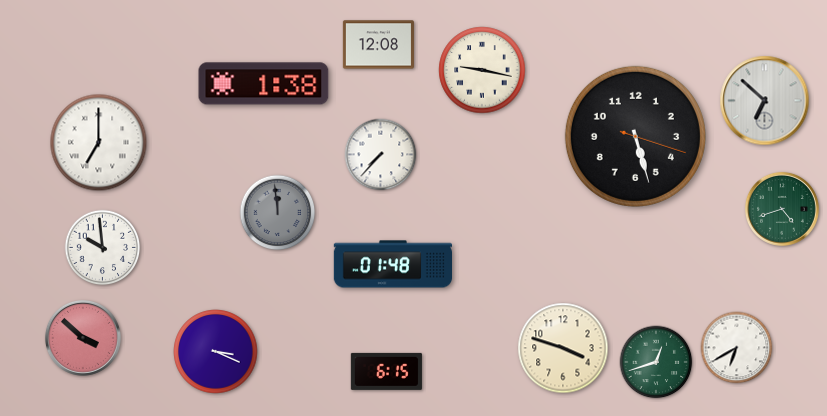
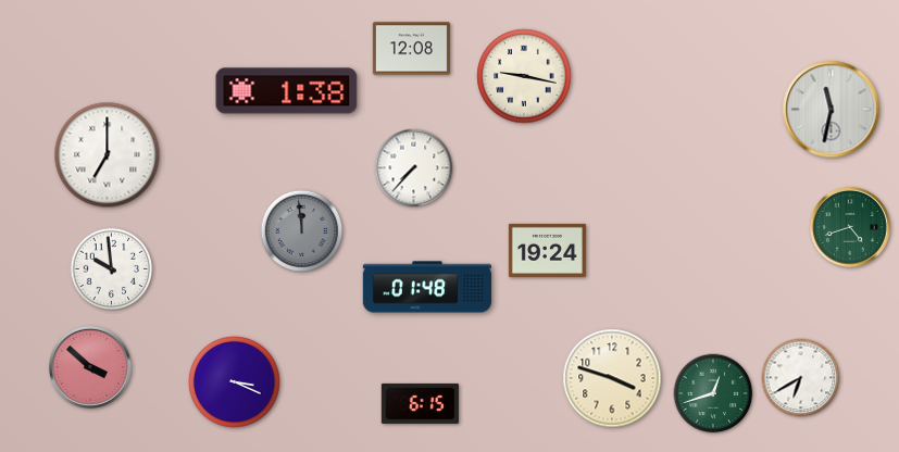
clock at (765, 101): 6:52 -> 11:32
clock at (635, 136): 5:27 -> none
clock at (547, 250): none -> 19:24
